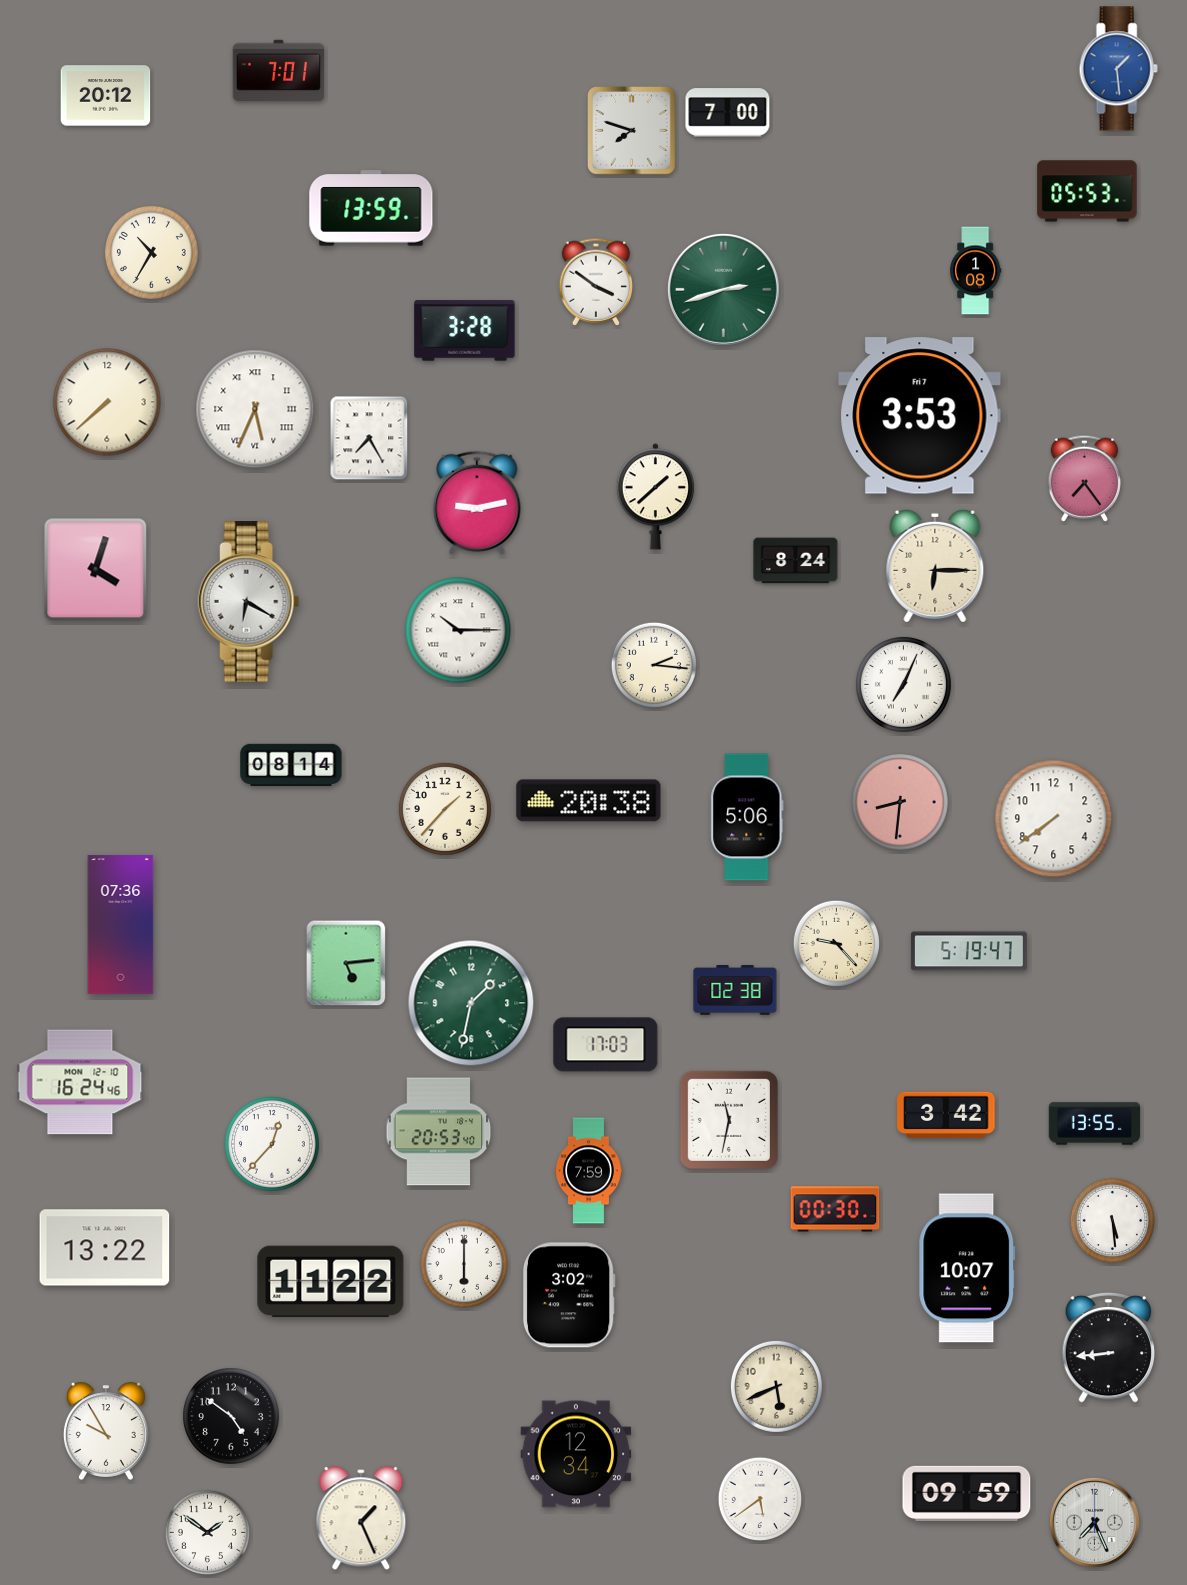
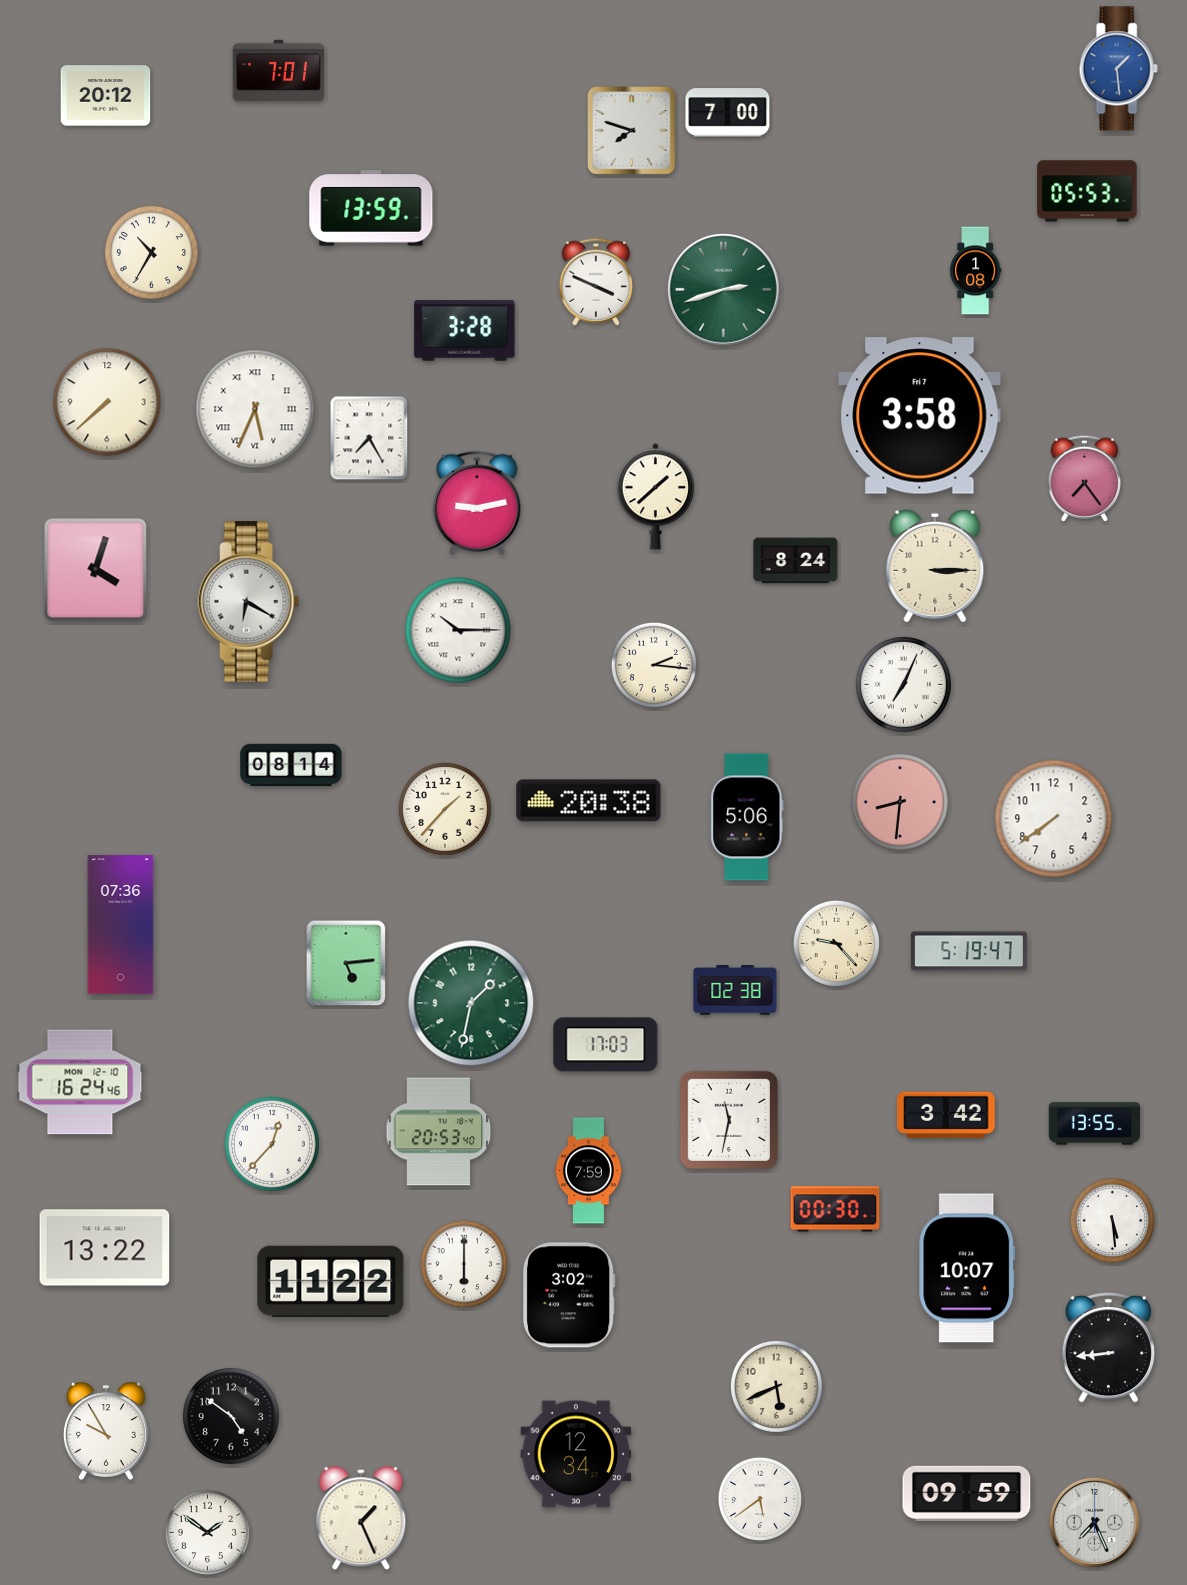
clock at (596, 282): 3:51 -> 3:49
clock at (920, 416): 3:53 -> 3:58
clock at (935, 566): 6:15 -> 3:15
